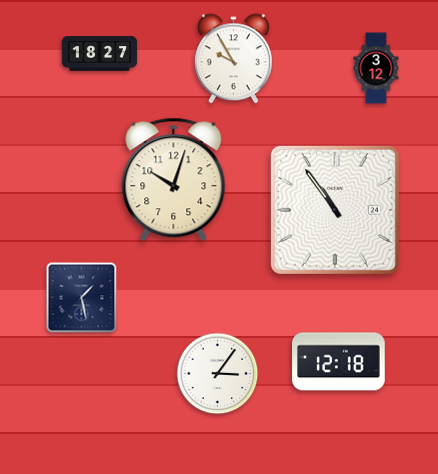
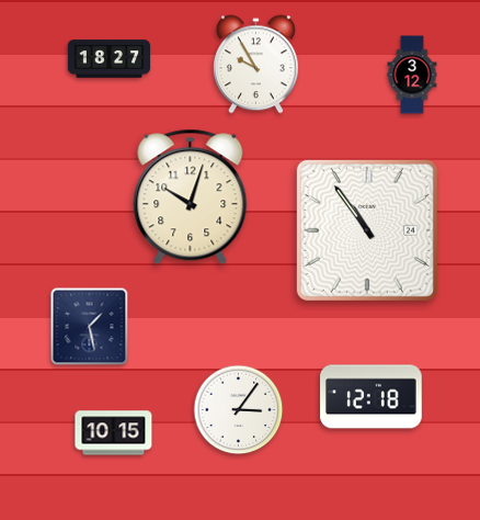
clock at (114, 433): none -> 10:15
